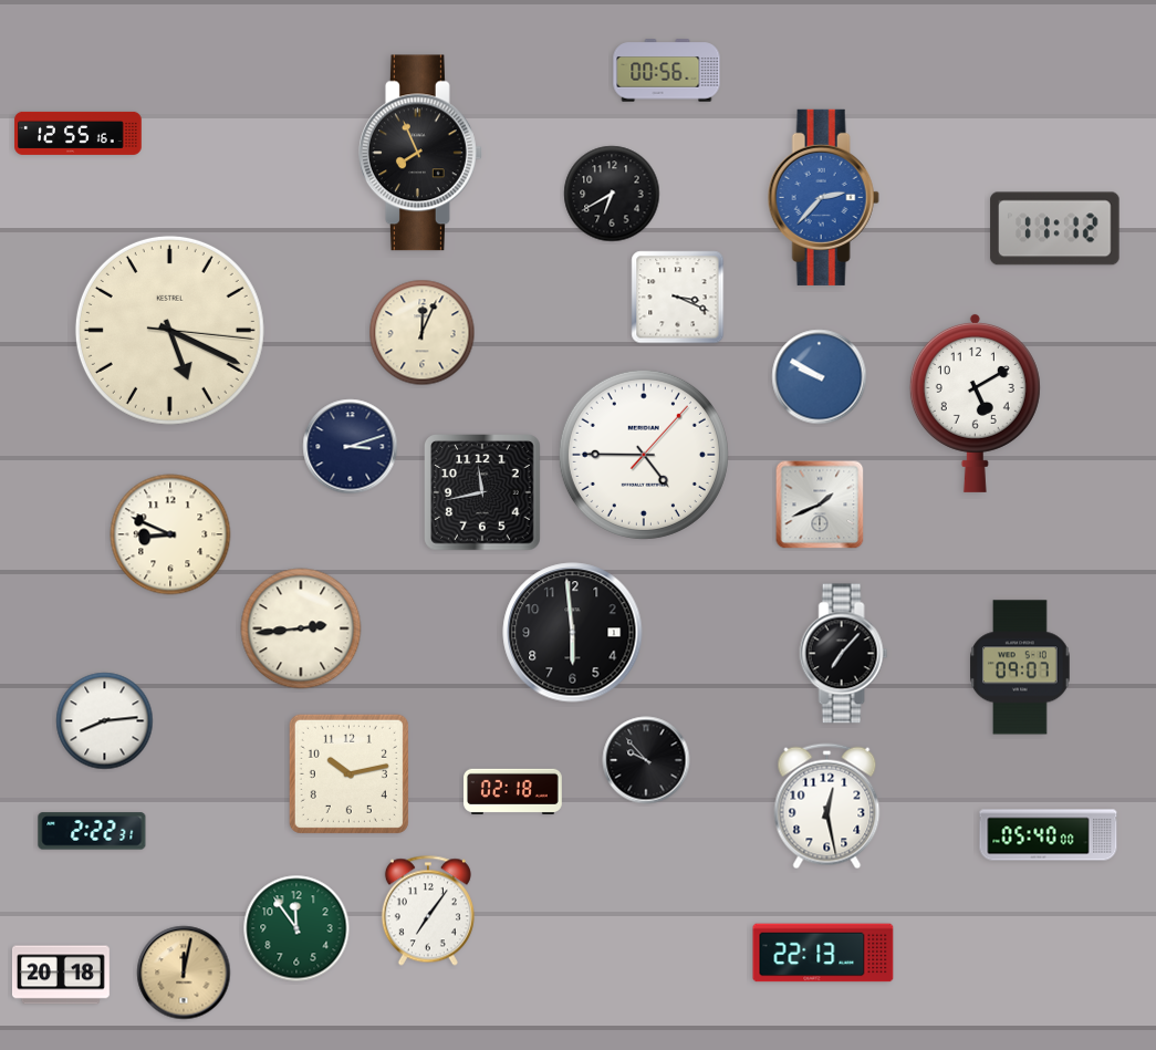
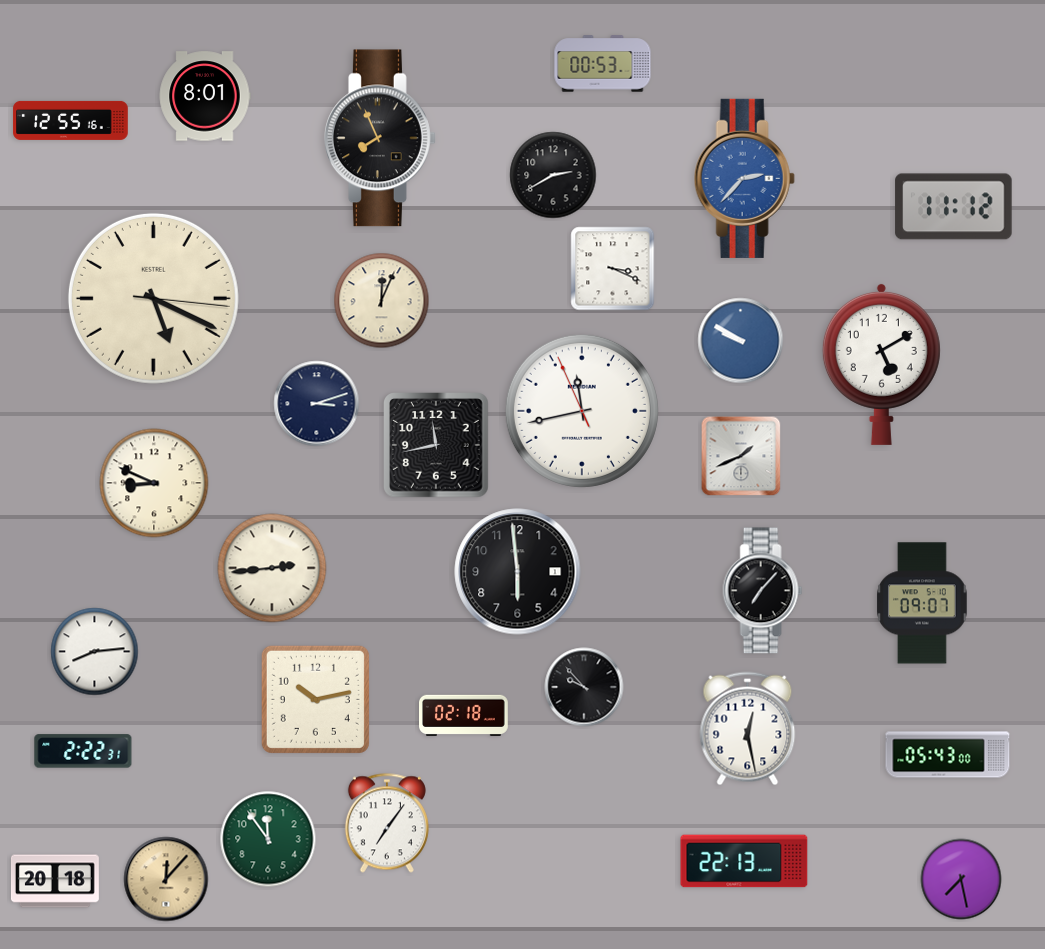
clock at (667, 71): 00:56 -> 00:53
clock at (205, 96): none -> 8:01
clock at (612, 194): 6:40 -> 2:40
clock at (644, 455): 4:45 -> 11:42
clock at (1049, 835): 05:40 -> 05:43
clock at (184, 973): 12:02 -> 12:07
clock at (961, 879): none -> 7:28
